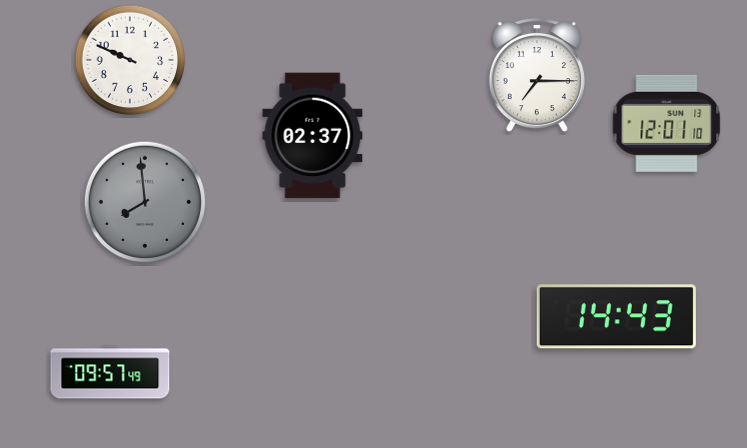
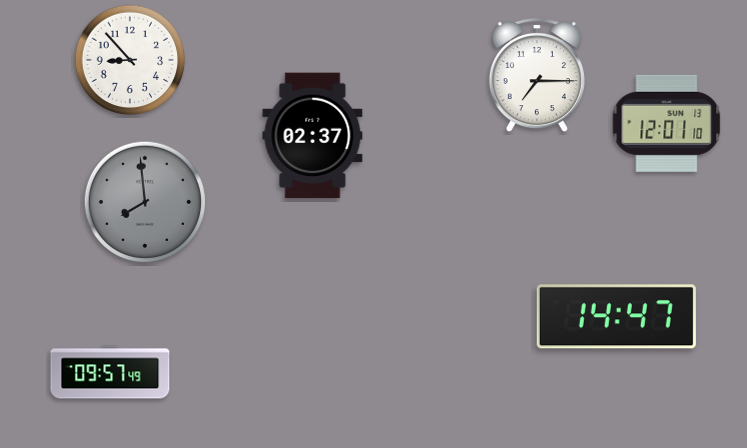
clock at (130, 60): 9:49 -> 8:53
clock at (616, 317): 14:43 -> 14:47
